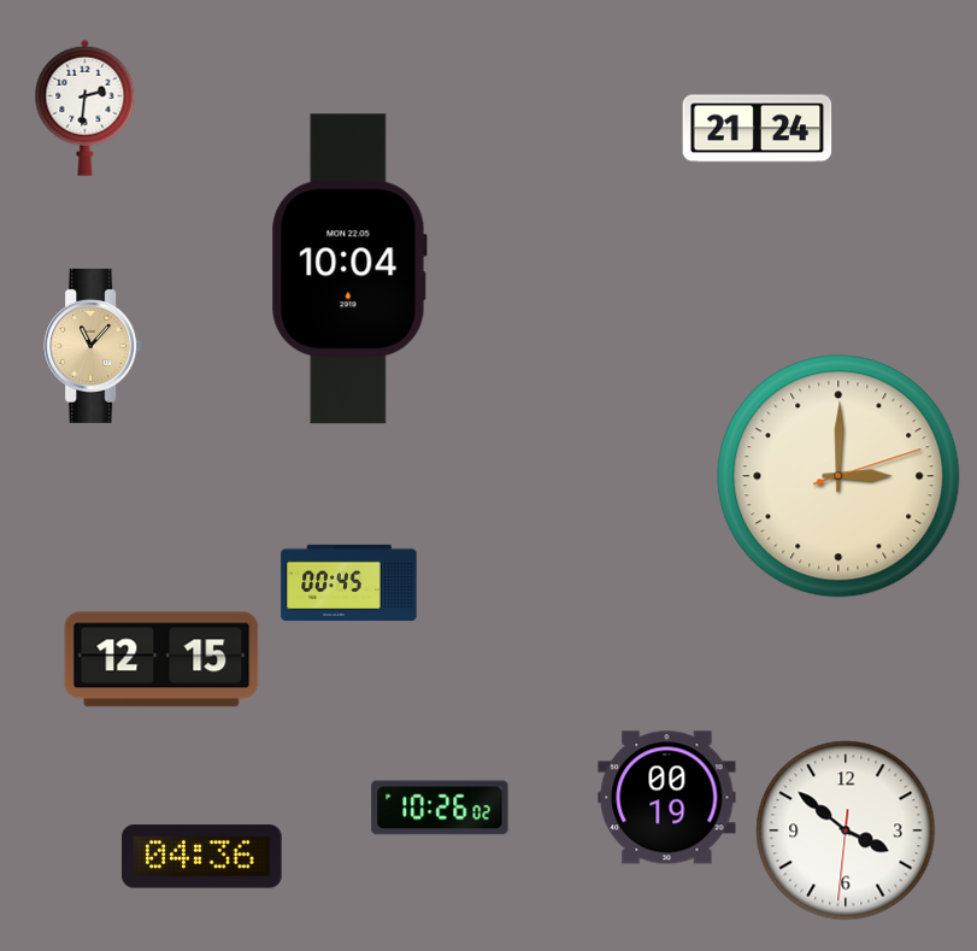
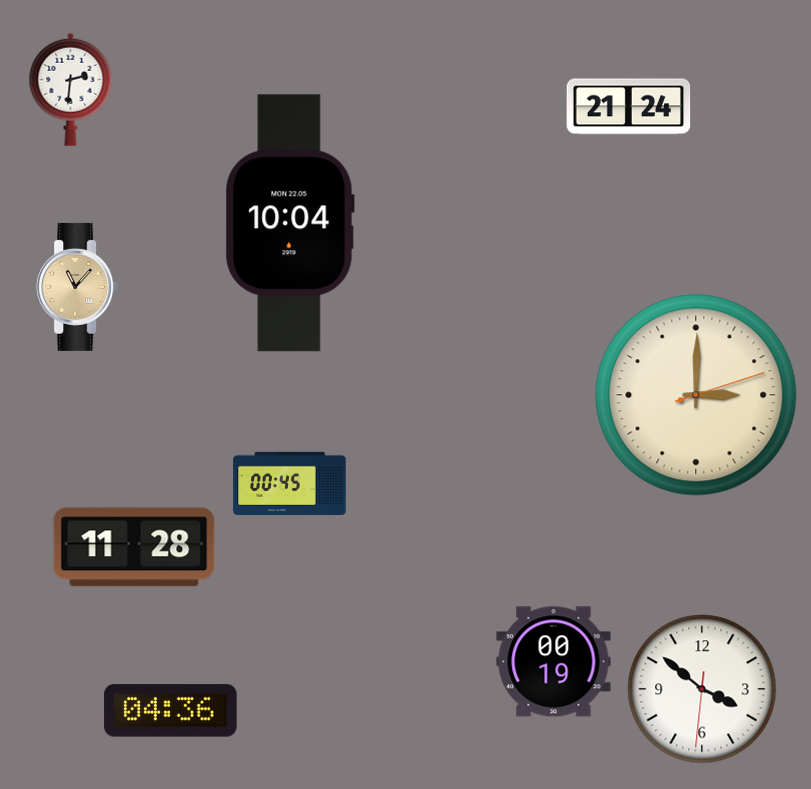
clock at (161, 659): 12:15 -> 11:28
clock at (440, 808): 10:26 -> none
clock at (202, 857) position: (202, 857) -> (171, 711)
